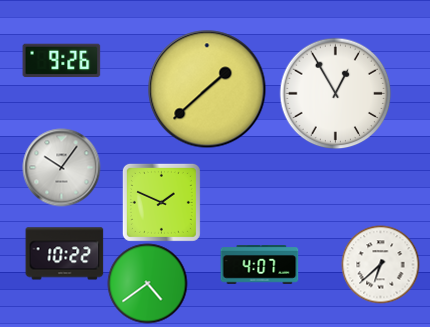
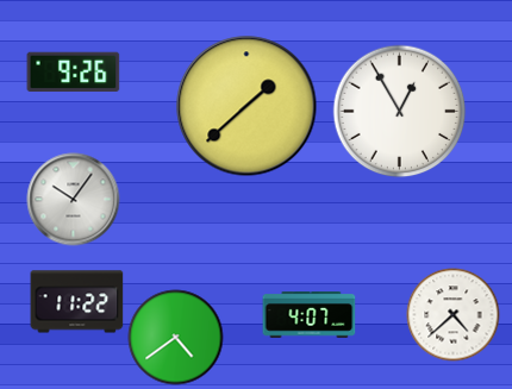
clock at (161, 202): 1:49 -> none
clock at (64, 254): 10:22 -> 11:22
clock at (380, 264): 6:38 -> 4:38
